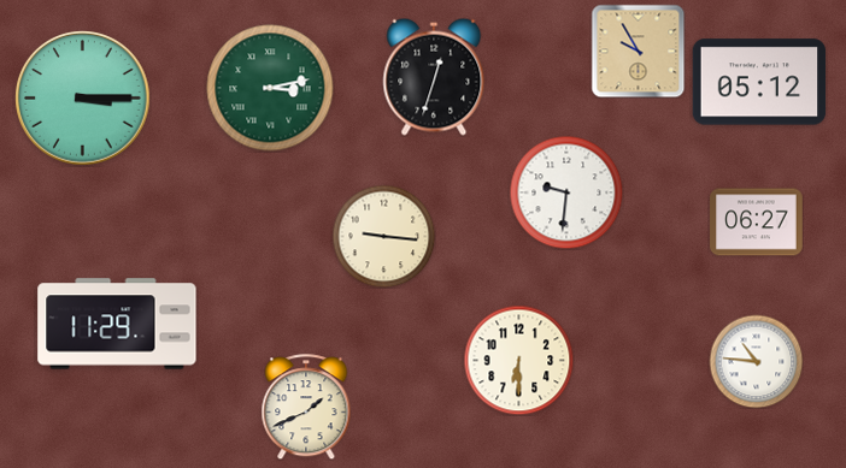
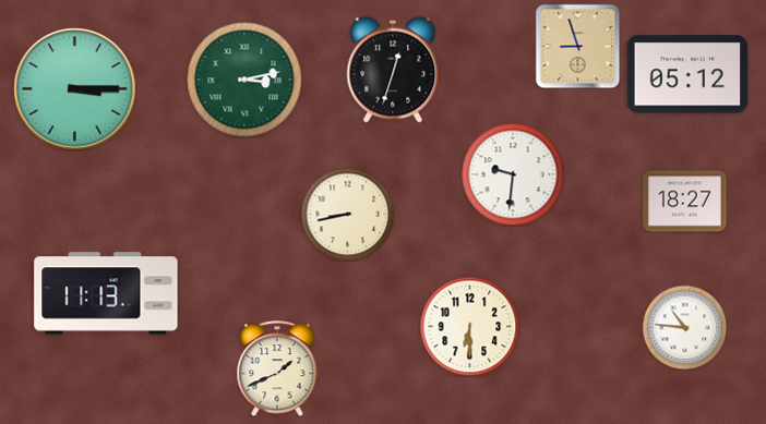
clock at (638, 51): 9:55 -> 8:57
clock at (757, 223): 06:27 -> 18:27
clock at (383, 236): 9:16 -> 8:43
clock at (117, 324): 11:29 -> 11:13
